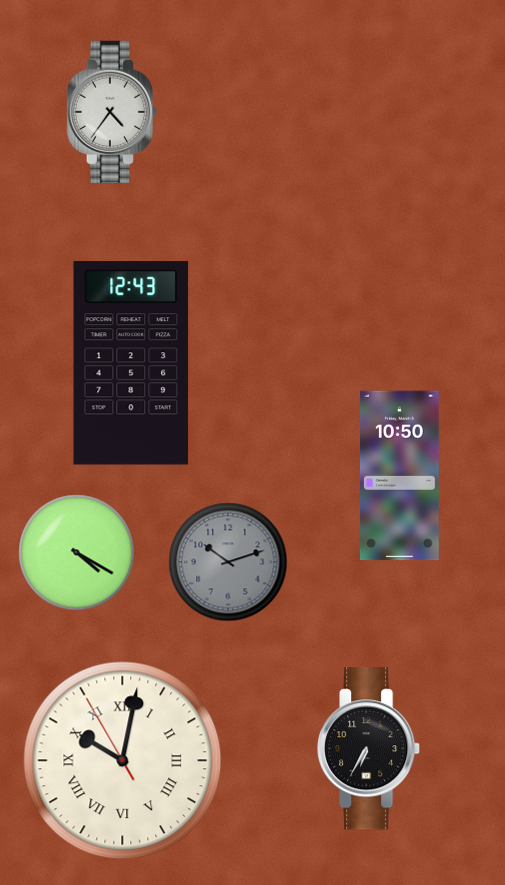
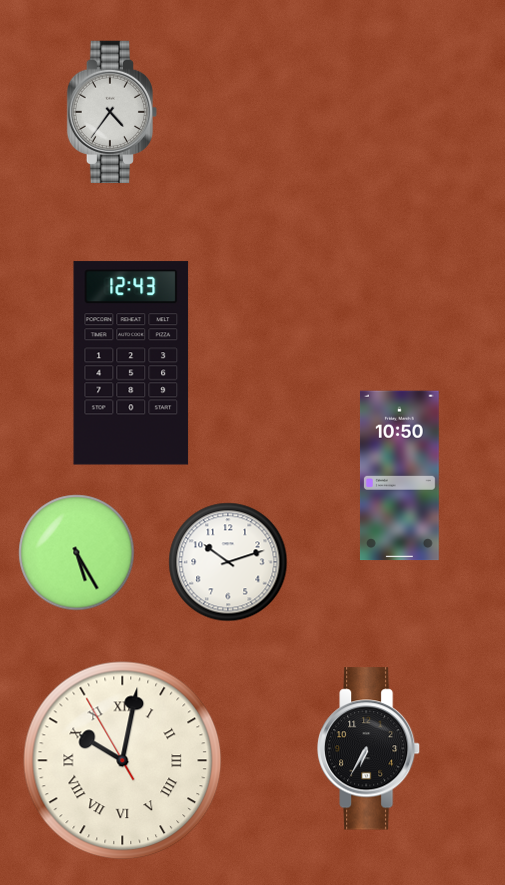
clock at (77, 553): 4:20 -> 5:25
clock at (228, 562) dial: grey -> white
